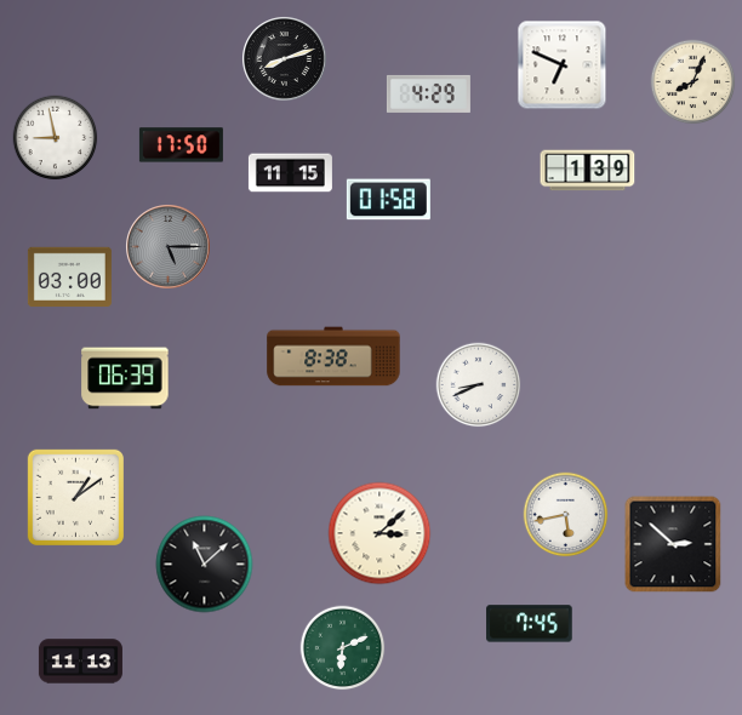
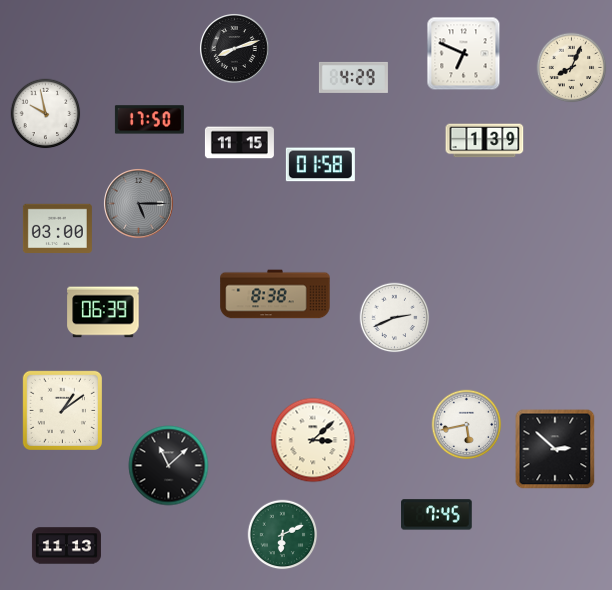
clock at (56, 138): 8:58 -> 9:58
clock at (479, 385): 8:41 -> 2:41
